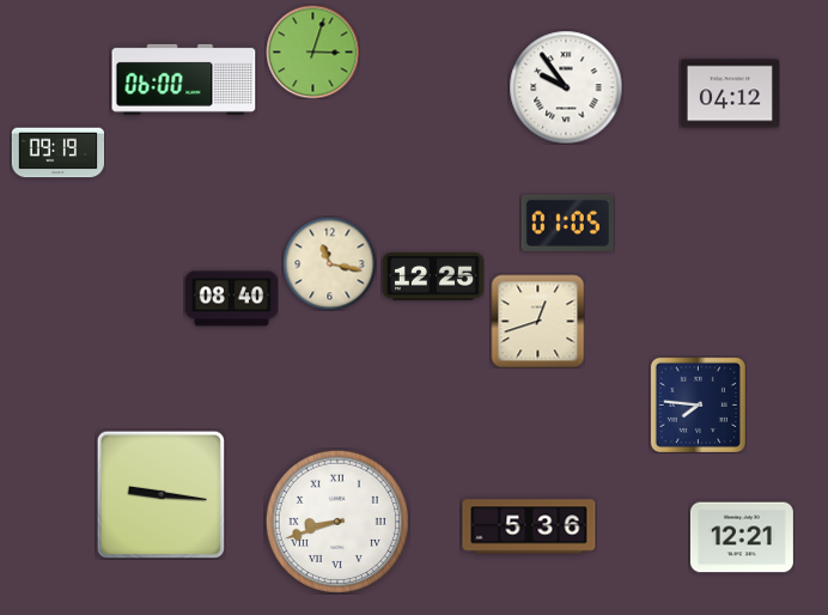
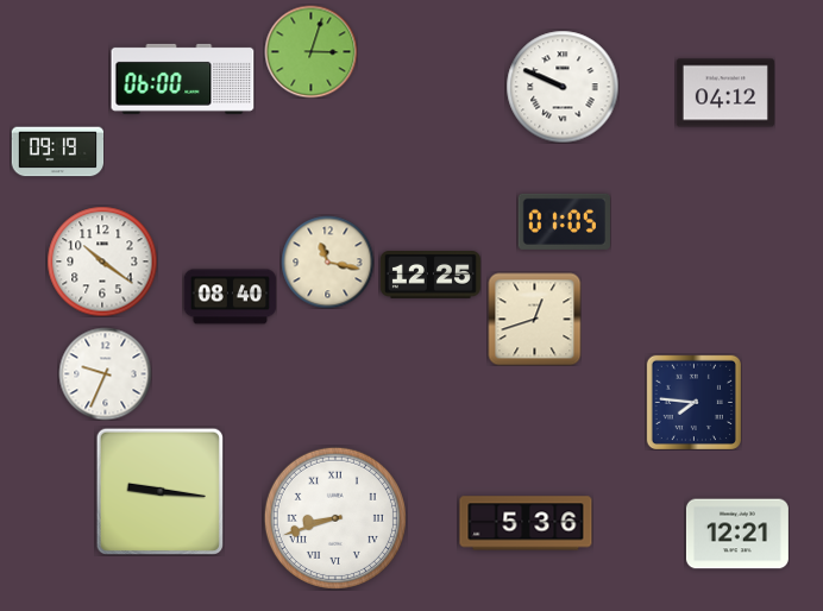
clock at (566, 87): 9:54 -> 9:49
clock at (102, 262): none -> 10:21
clock at (105, 373): none -> 9:34
